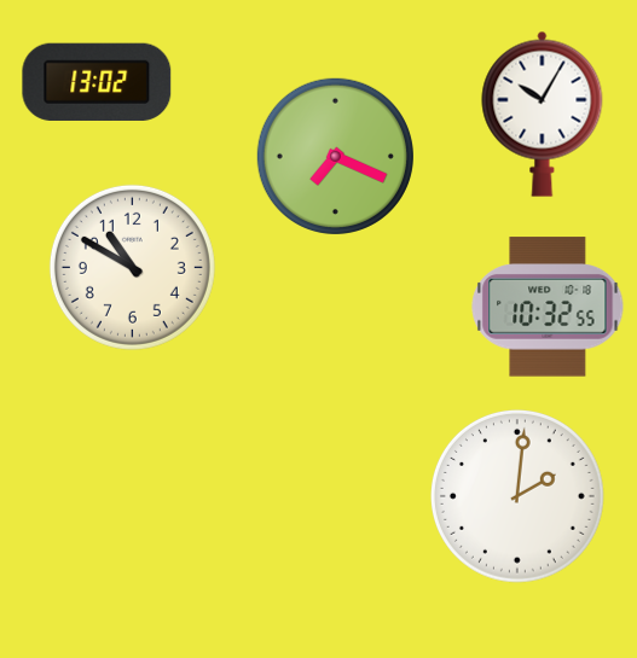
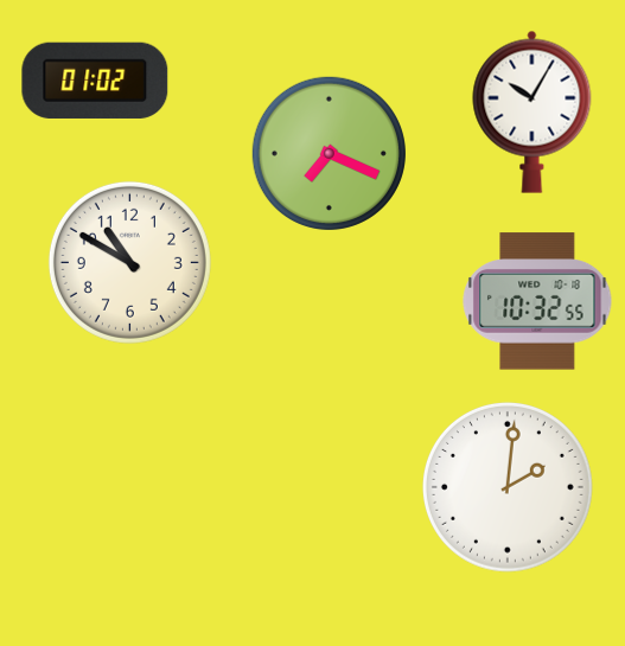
clock at (97, 82): 13:02 -> 01:02
